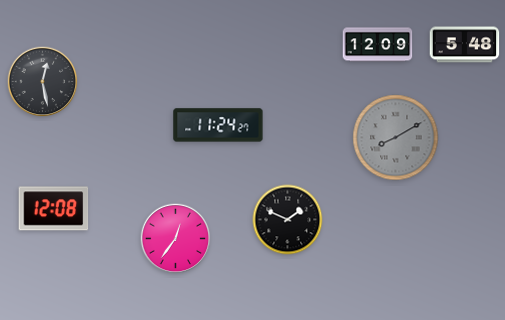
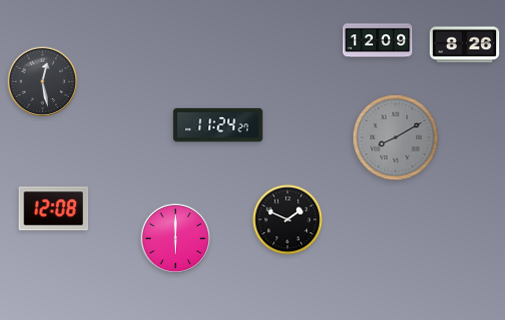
clock at (378, 45) position: (378, 45) -> (378, 41)
clock at (465, 45): 5:48 -> 8:26
clock at (176, 239): 12:36 -> 6:00
